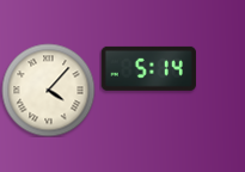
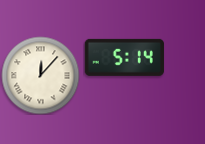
clock at (48, 90): 4:07 -> 12:07
